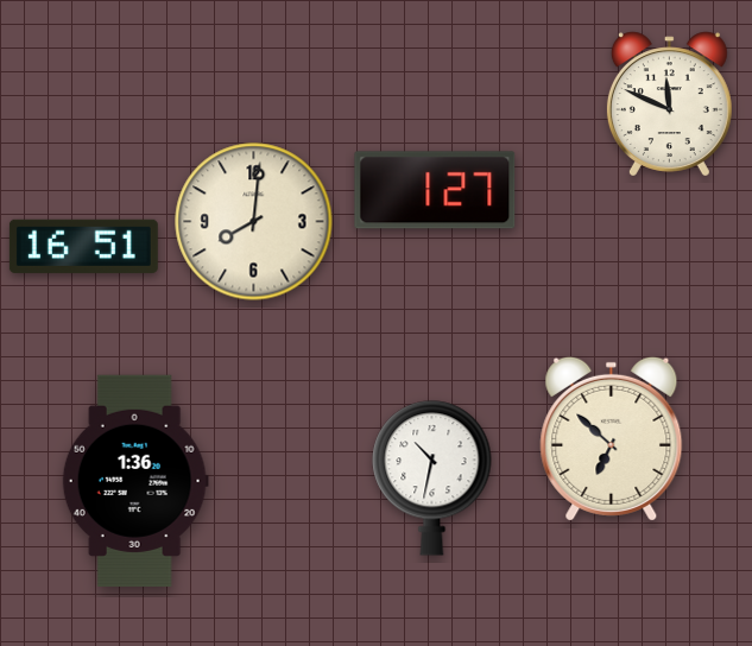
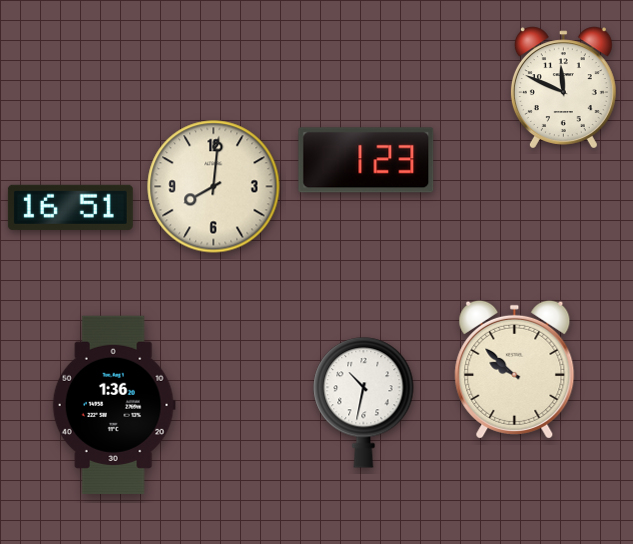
clock at (435, 190): 1:27 -> 1:23
clock at (612, 438): 6:52 -> 9:52
